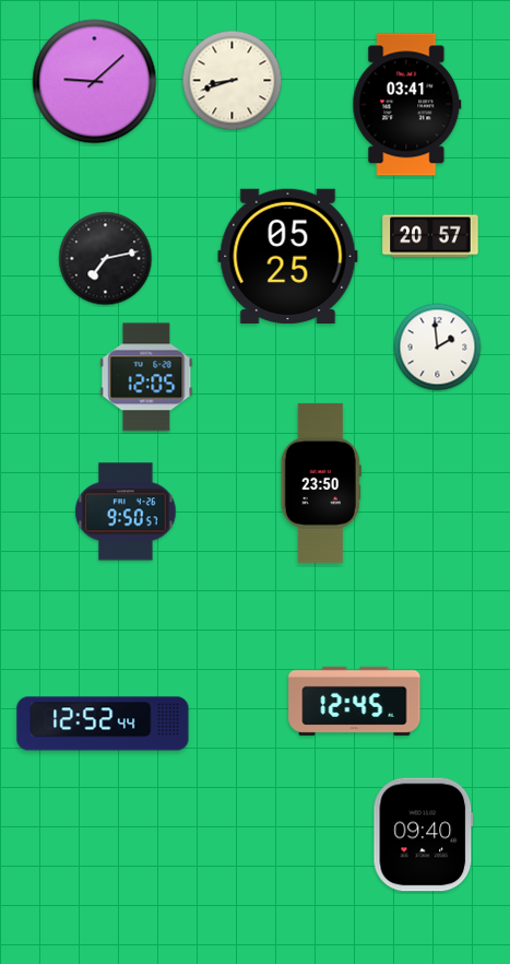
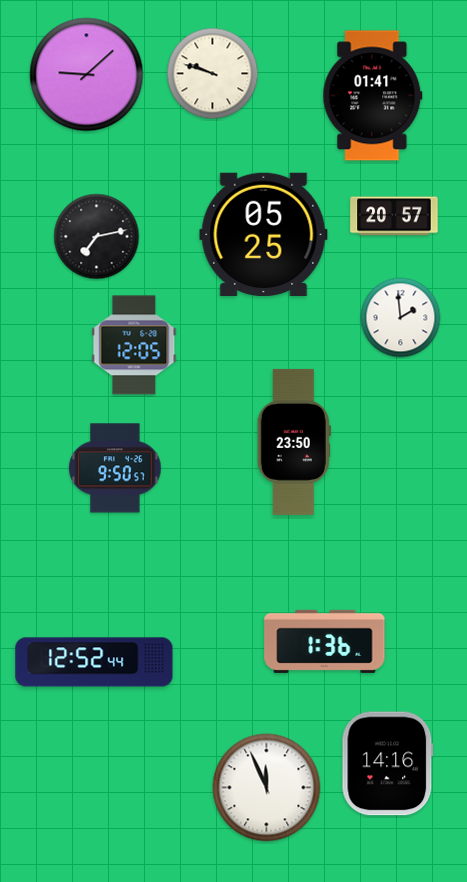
clock at (233, 81): 8:42 -> 9:48
clock at (407, 105): 03:41 -> 01:41
clock at (355, 701): 12:45 -> 1:36
clock at (424, 835): 09:40 -> 14:16
clock at (267, 788): none -> 11:56
